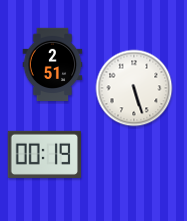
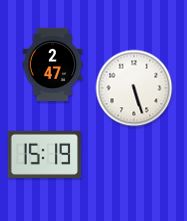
clock at (53, 65): 2:51 -> 2:47
clock at (44, 154): 00:19 -> 15:19
